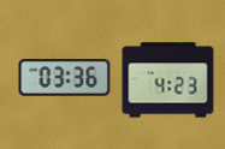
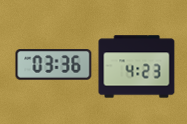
clock at (168, 81) position: (168, 81) -> (137, 67)
